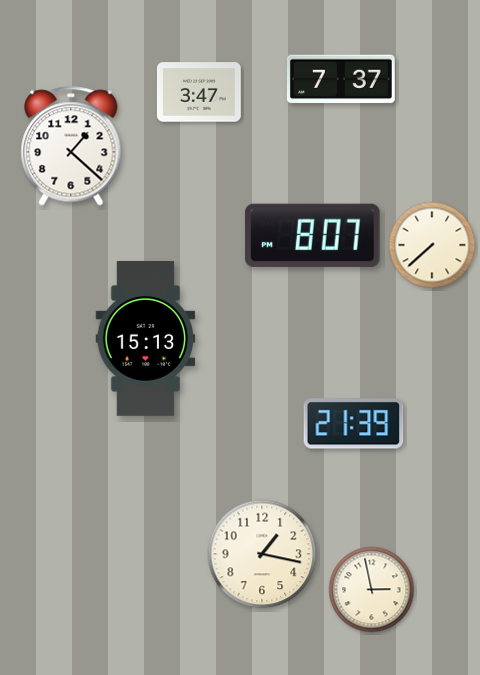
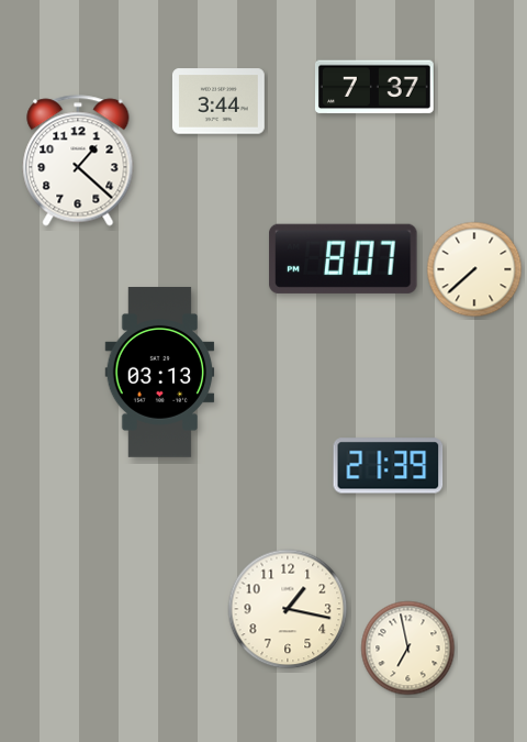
clock at (199, 92): 3:47 -> 3:44
clock at (146, 339): 15:13 -> 03:13
clock at (372, 590): 2:58 -> 6:58
